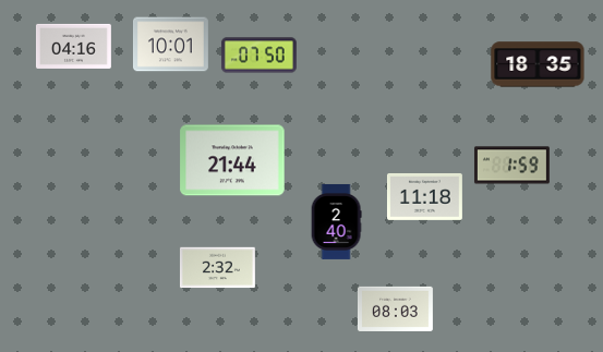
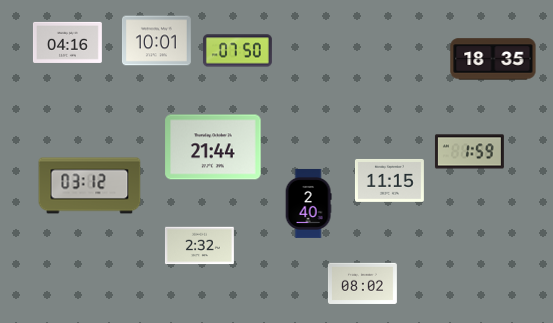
clock at (424, 196): 11:18 -> 11:15
clock at (90, 186): none -> 03:12
clock at (395, 308): 08:03 -> 08:02
